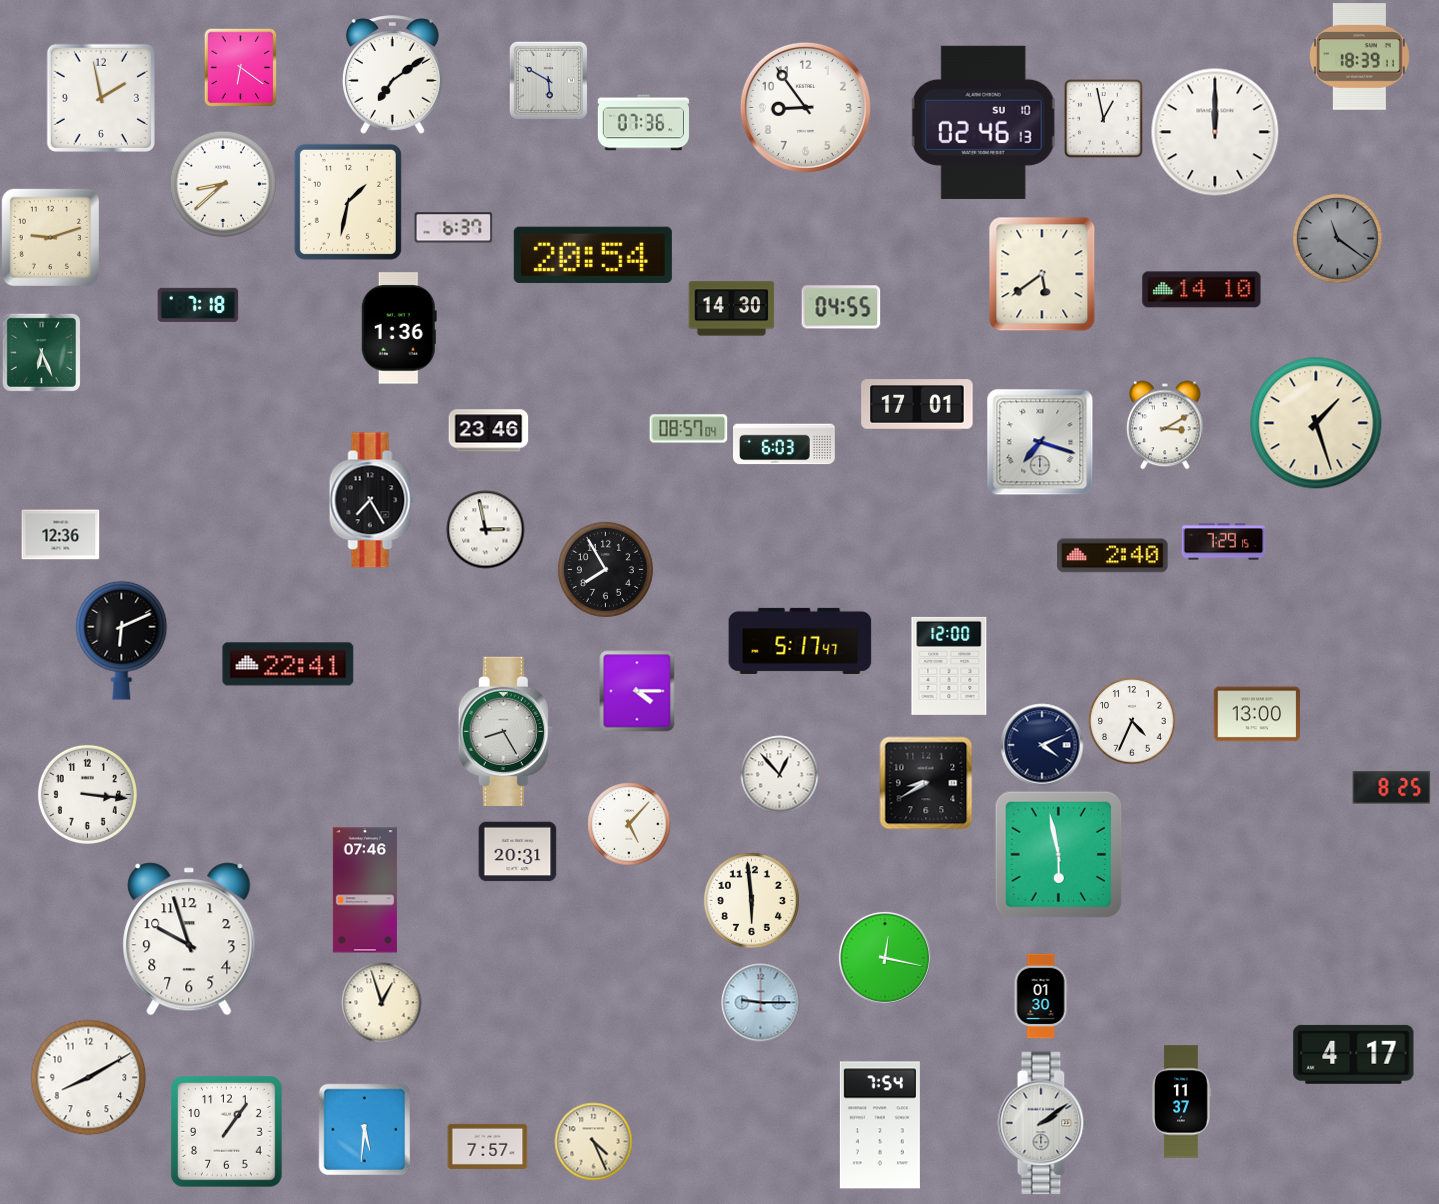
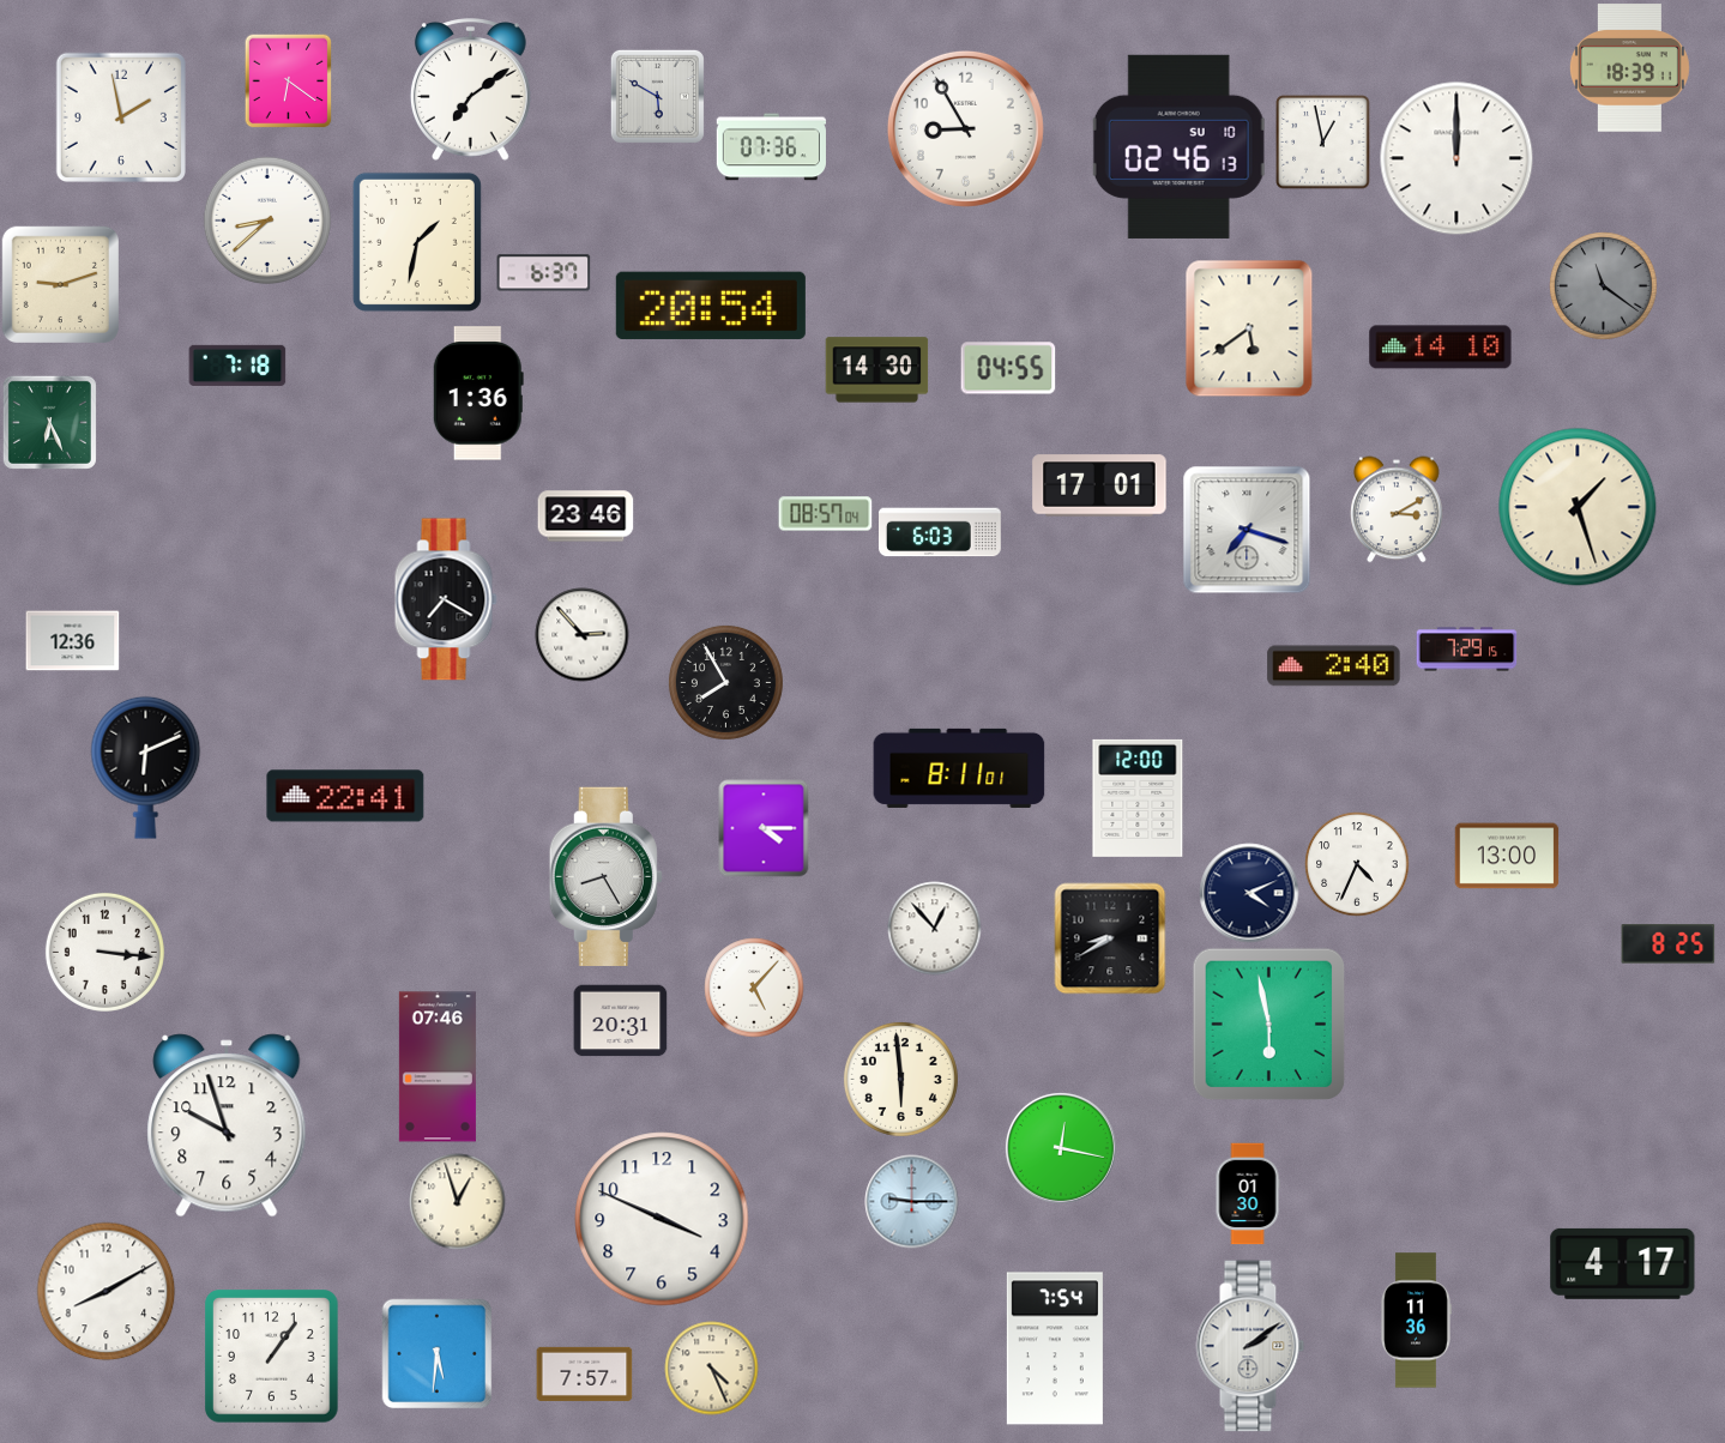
clock at (805, 107): 8:54 -> 8:55
clock at (372, 500): 7:25 -> 7:20
clock at (485, 529): 2:58 -> 2:53
clock at (800, 641): 5:17 -> 8:11
clock at (662, 1219): none -> 3:49
clock at (1181, 1102): 11:37 -> 11:36
